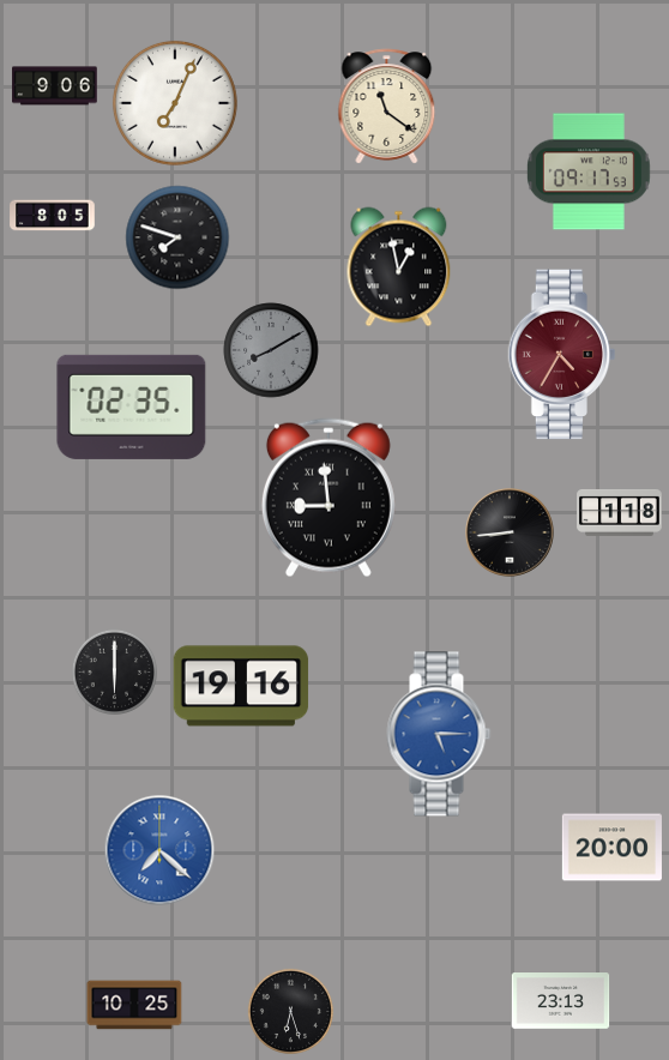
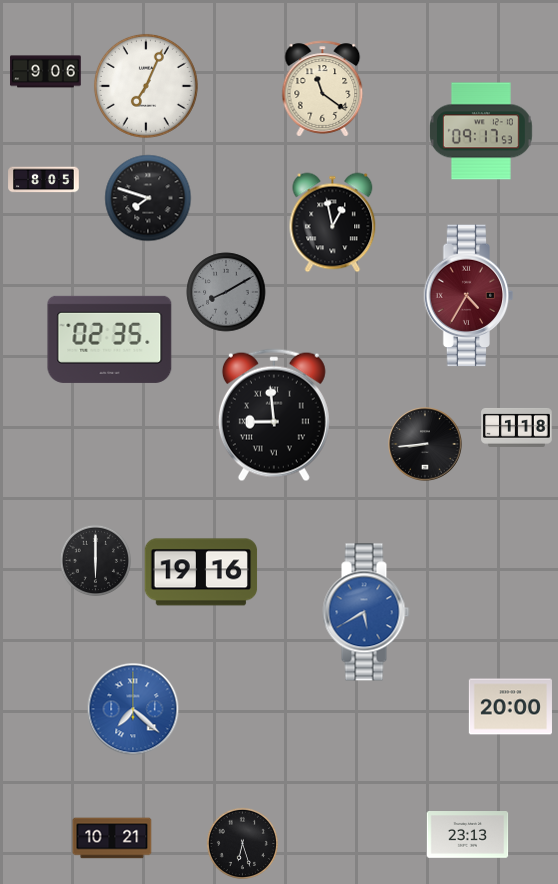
clock at (589, 171) position: (589, 171) -> (481, 131)
clock at (439, 734): 5:15 -> 5:40
clock at (134, 1005): 10:25 -> 10:21
